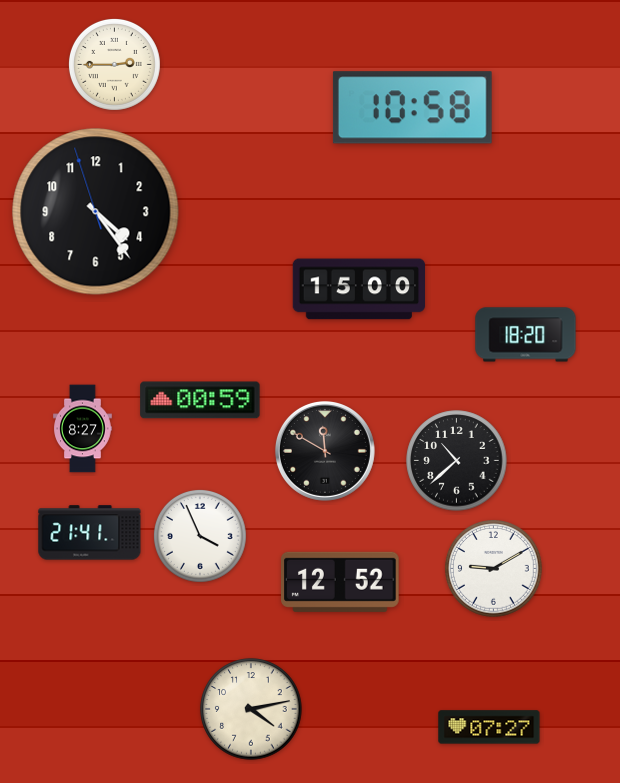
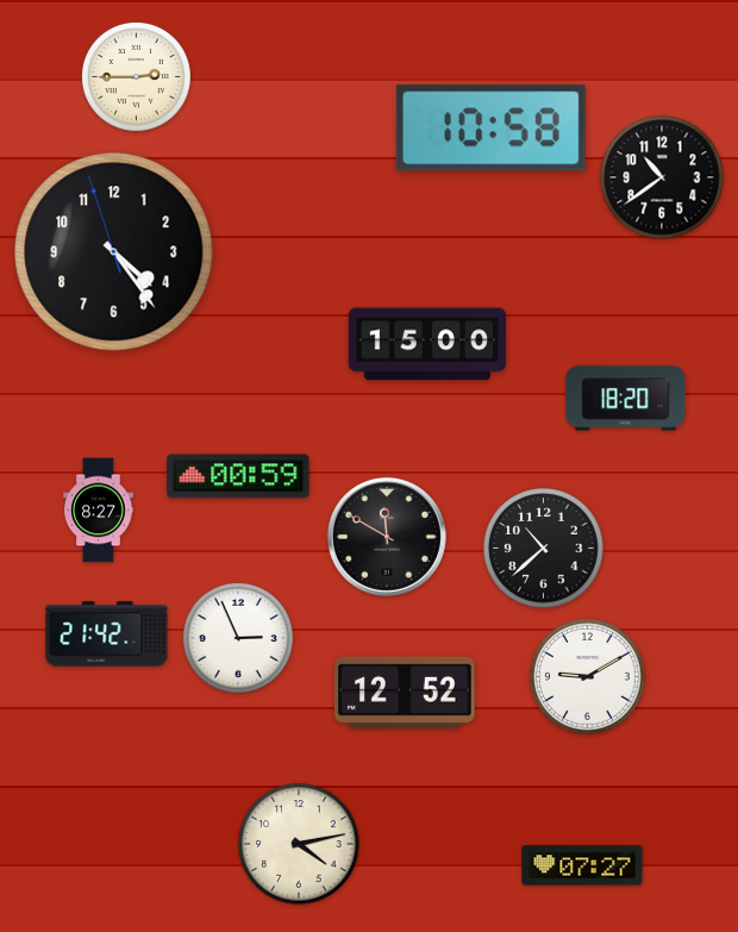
clock at (662, 177): none -> 10:39
clock at (90, 533): 21:41 -> 21:42
clock at (200, 536): 3:56 -> 2:56
